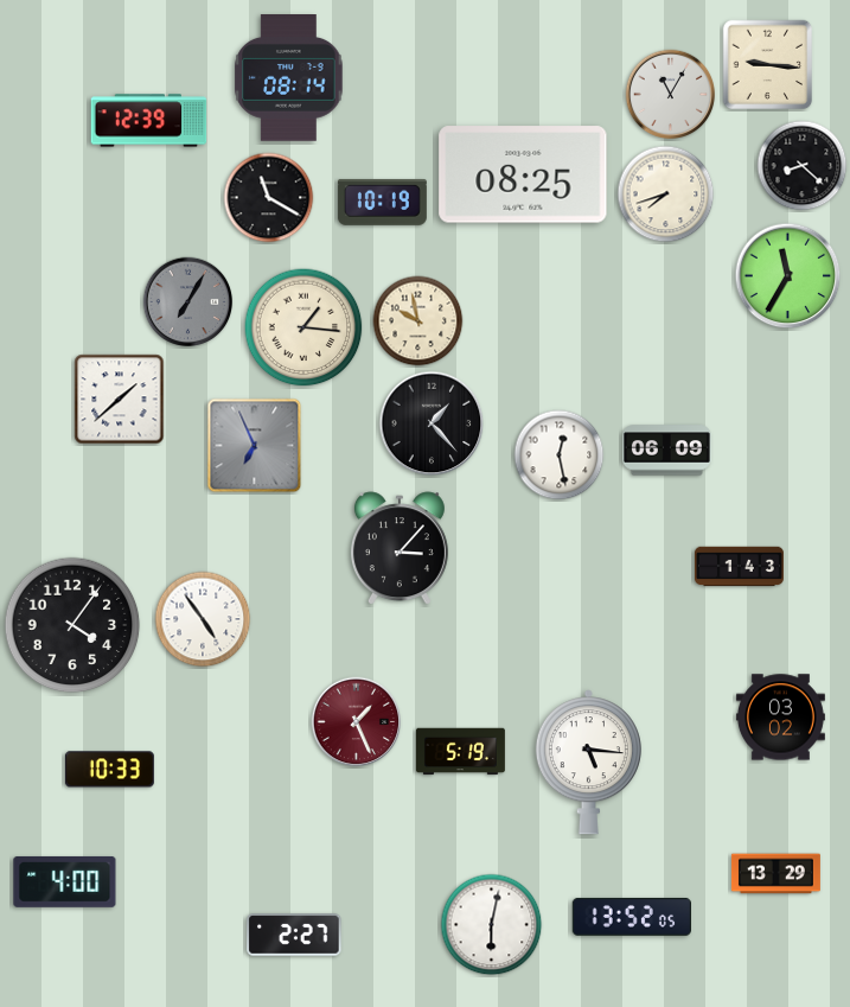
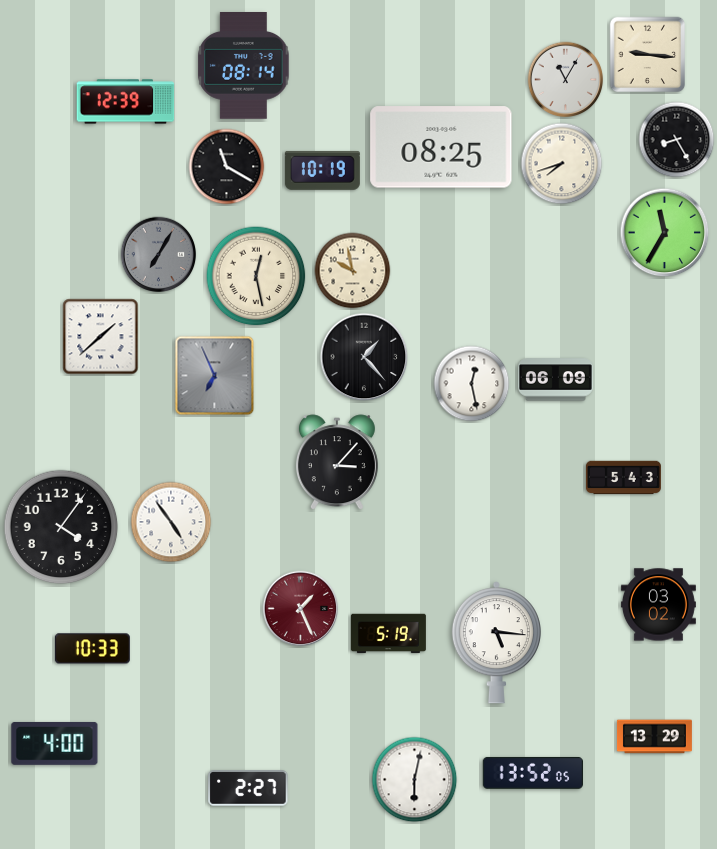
clock at (803, 166): 8:22 -> 8:25
clock at (303, 327): 1:16 -> 12:28
clock at (666, 451) position: (666, 451) -> (555, 380)
clock at (739, 567): 1:43 -> 5:43
